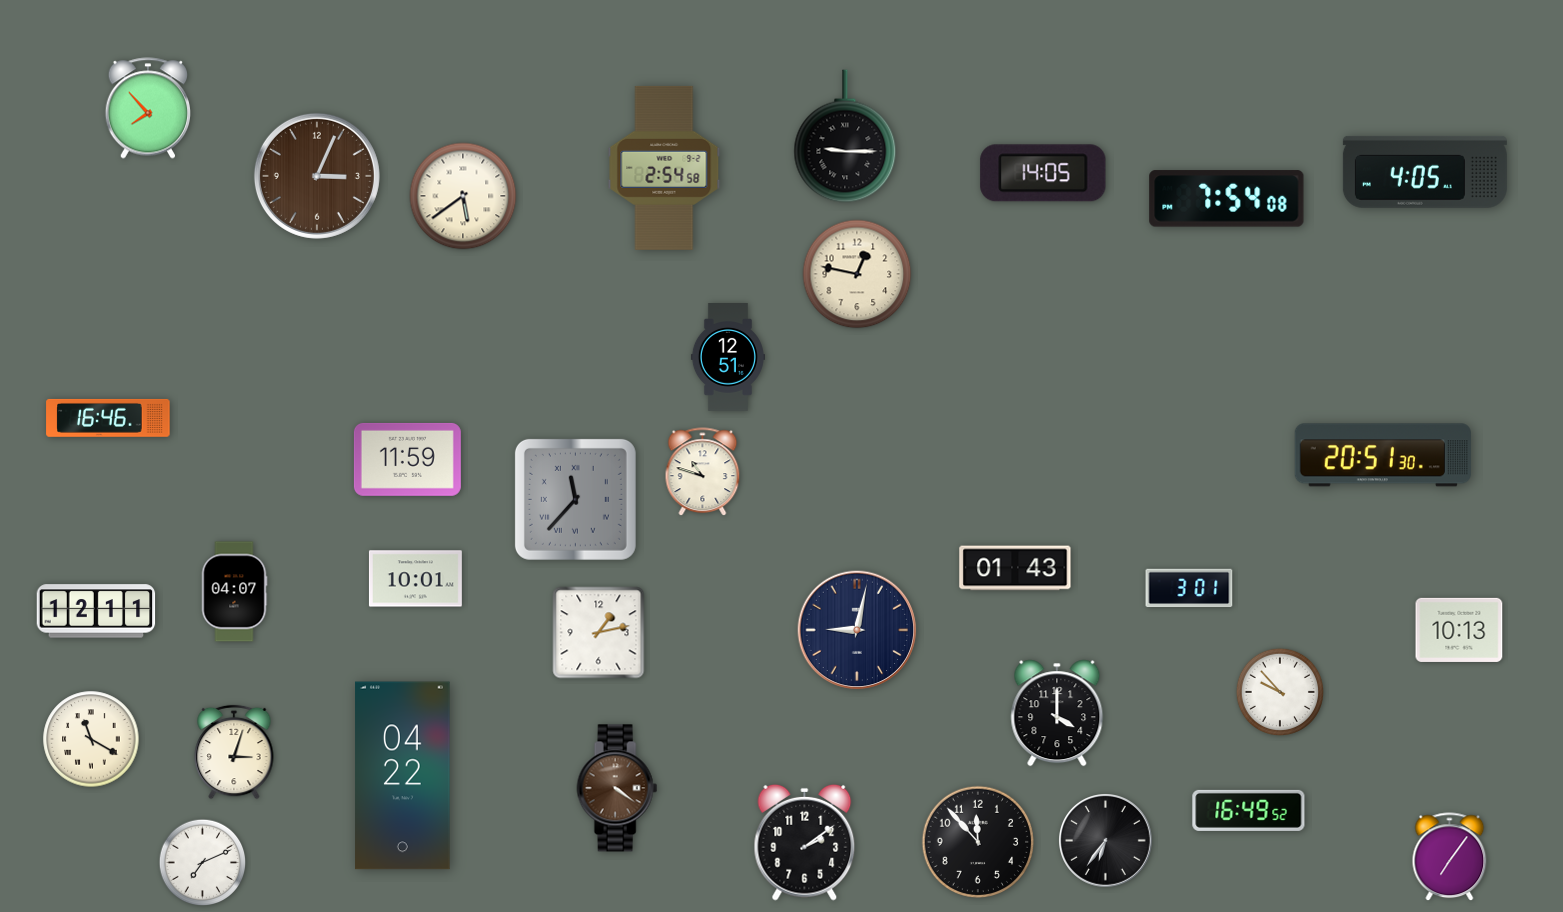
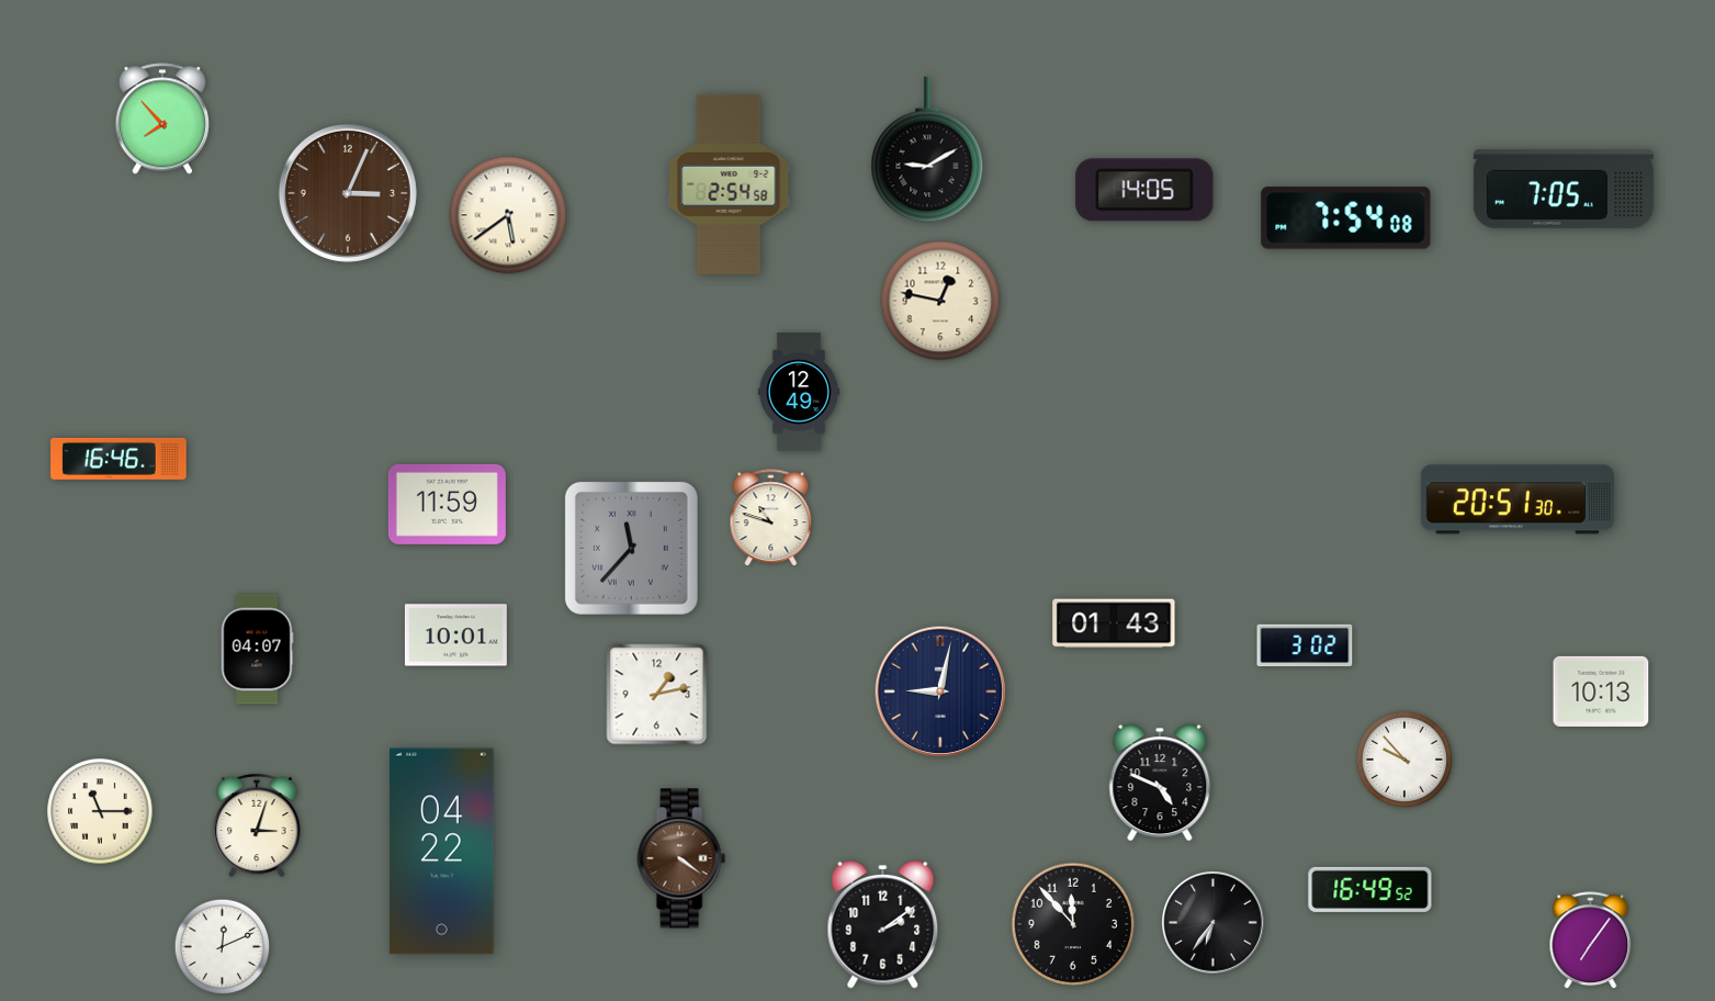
clock at (845, 136): 9:15 -> 9:10
clock at (1425, 172): 4:05 -> 7:05
clock at (728, 358): 12:51 -> 12:49
clock at (1189, 588): 3:01 -> 3:02
clock at (96, 611): 12:11 -> none
clock at (1057, 713): 4:00 -> 4:49
clock at (91, 739): 11:20 -> 11:15
clock at (617, 788) position: (617, 788) -> (681, 858)
clock at (203, 863): 7:11 -> 12:11
